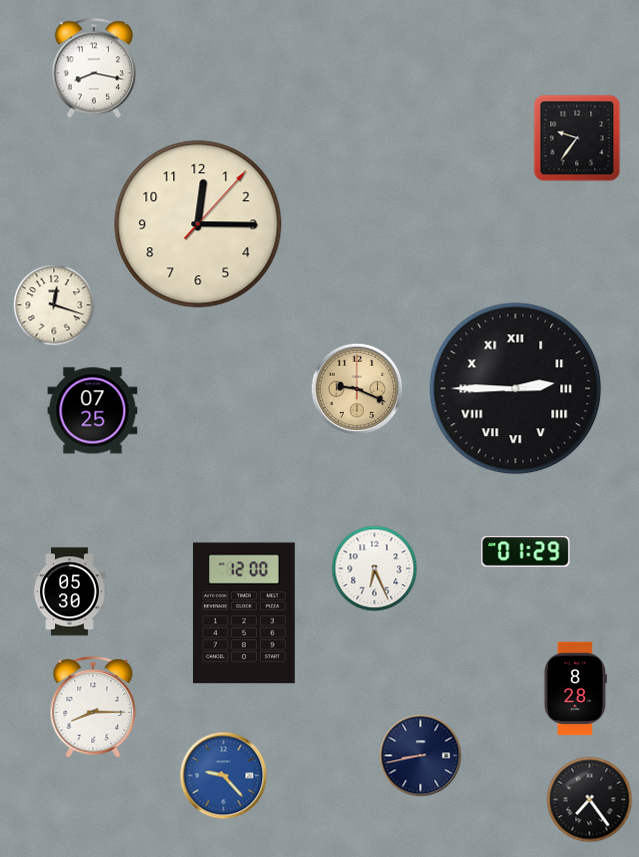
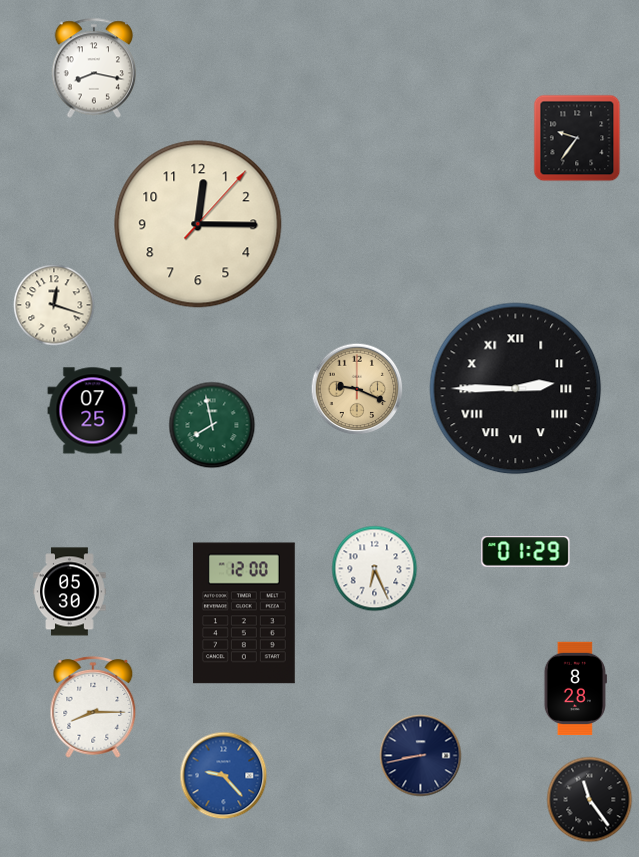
clock at (212, 425): none -> 7:58
clock at (590, 800): 7:24 -> 11:24
